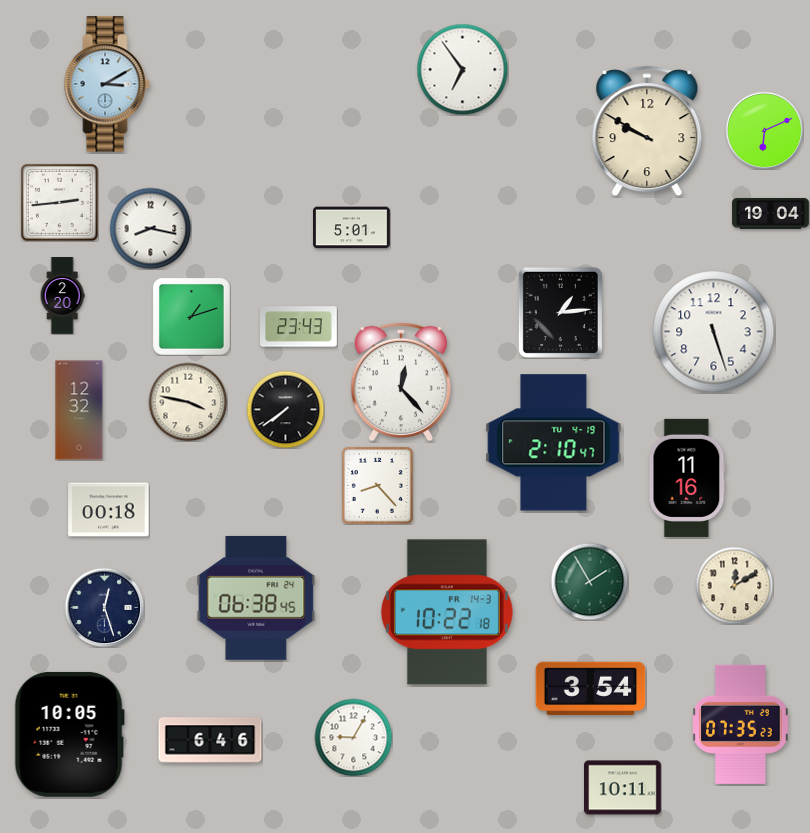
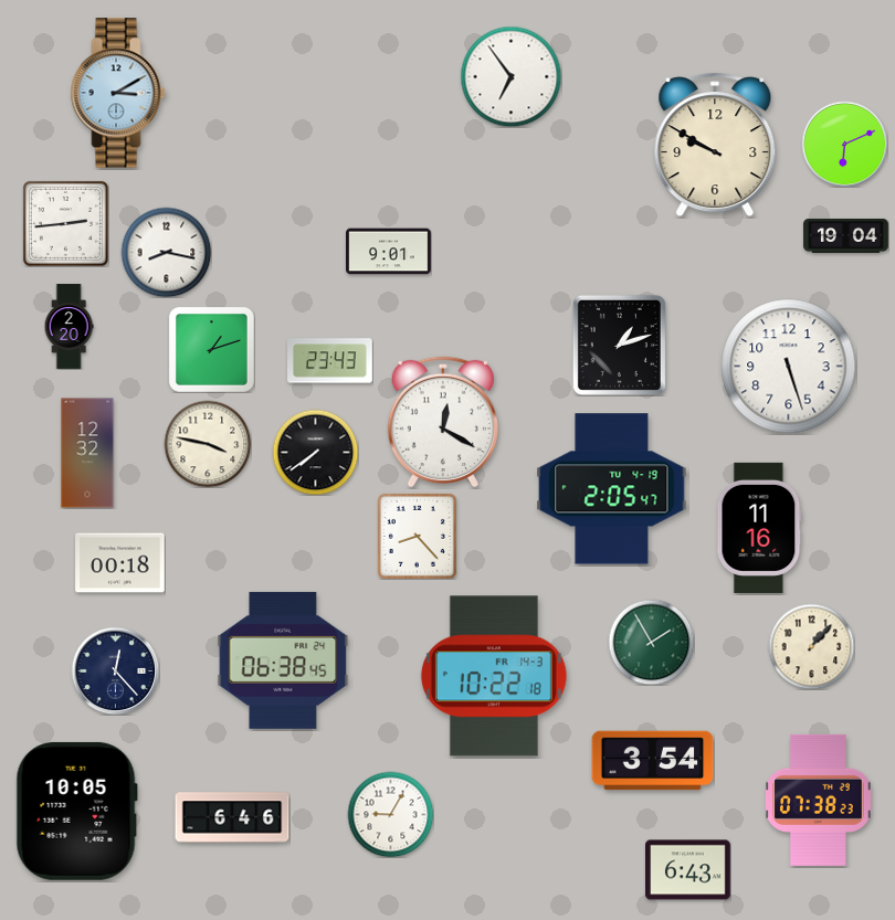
clock at (771, 213) position: (771, 213) -> (846, 235)
clock at (352, 228): 5:01 -> 9:01
clock at (560, 312): 1:14 -> 1:12
clock at (400, 382): 12:23 -> 12:20
clock at (554, 443): 2:10 -> 2:05
clock at (734, 585): 12:10 -> 1:07
clock at (104, 607): 12:27 -> 12:23
clock at (741, 724): 07:35 -> 07:38
clock at (623, 788): 10:11 -> 6:43
